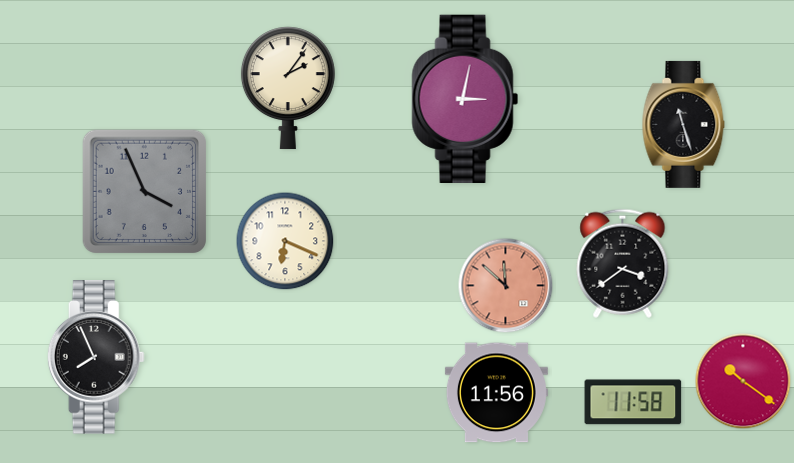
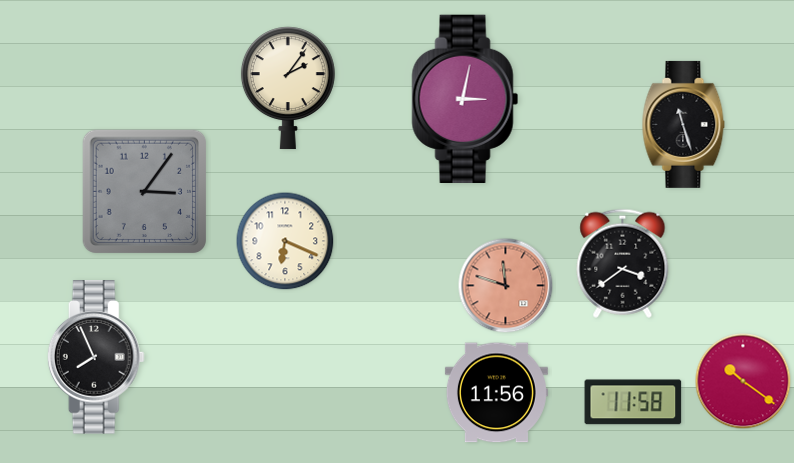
clock at (144, 191): 3:56 -> 3:06
clock at (506, 286): 11:52 -> 11:48
